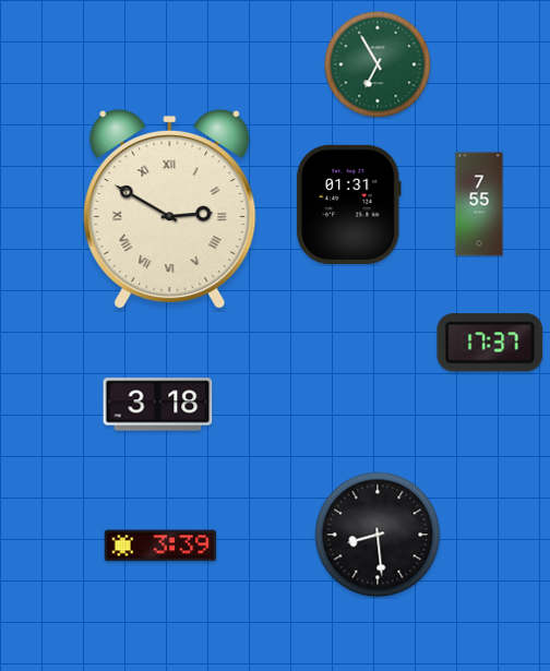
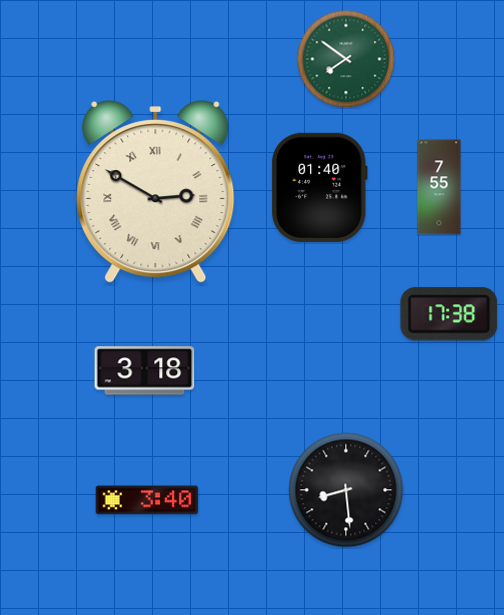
clock at (378, 64): 6:55 -> 7:51
clock at (348, 204): 01:31 -> 01:40
clock at (490, 343): 17:37 -> 17:38
clock at (160, 546): 3:39 -> 3:40
